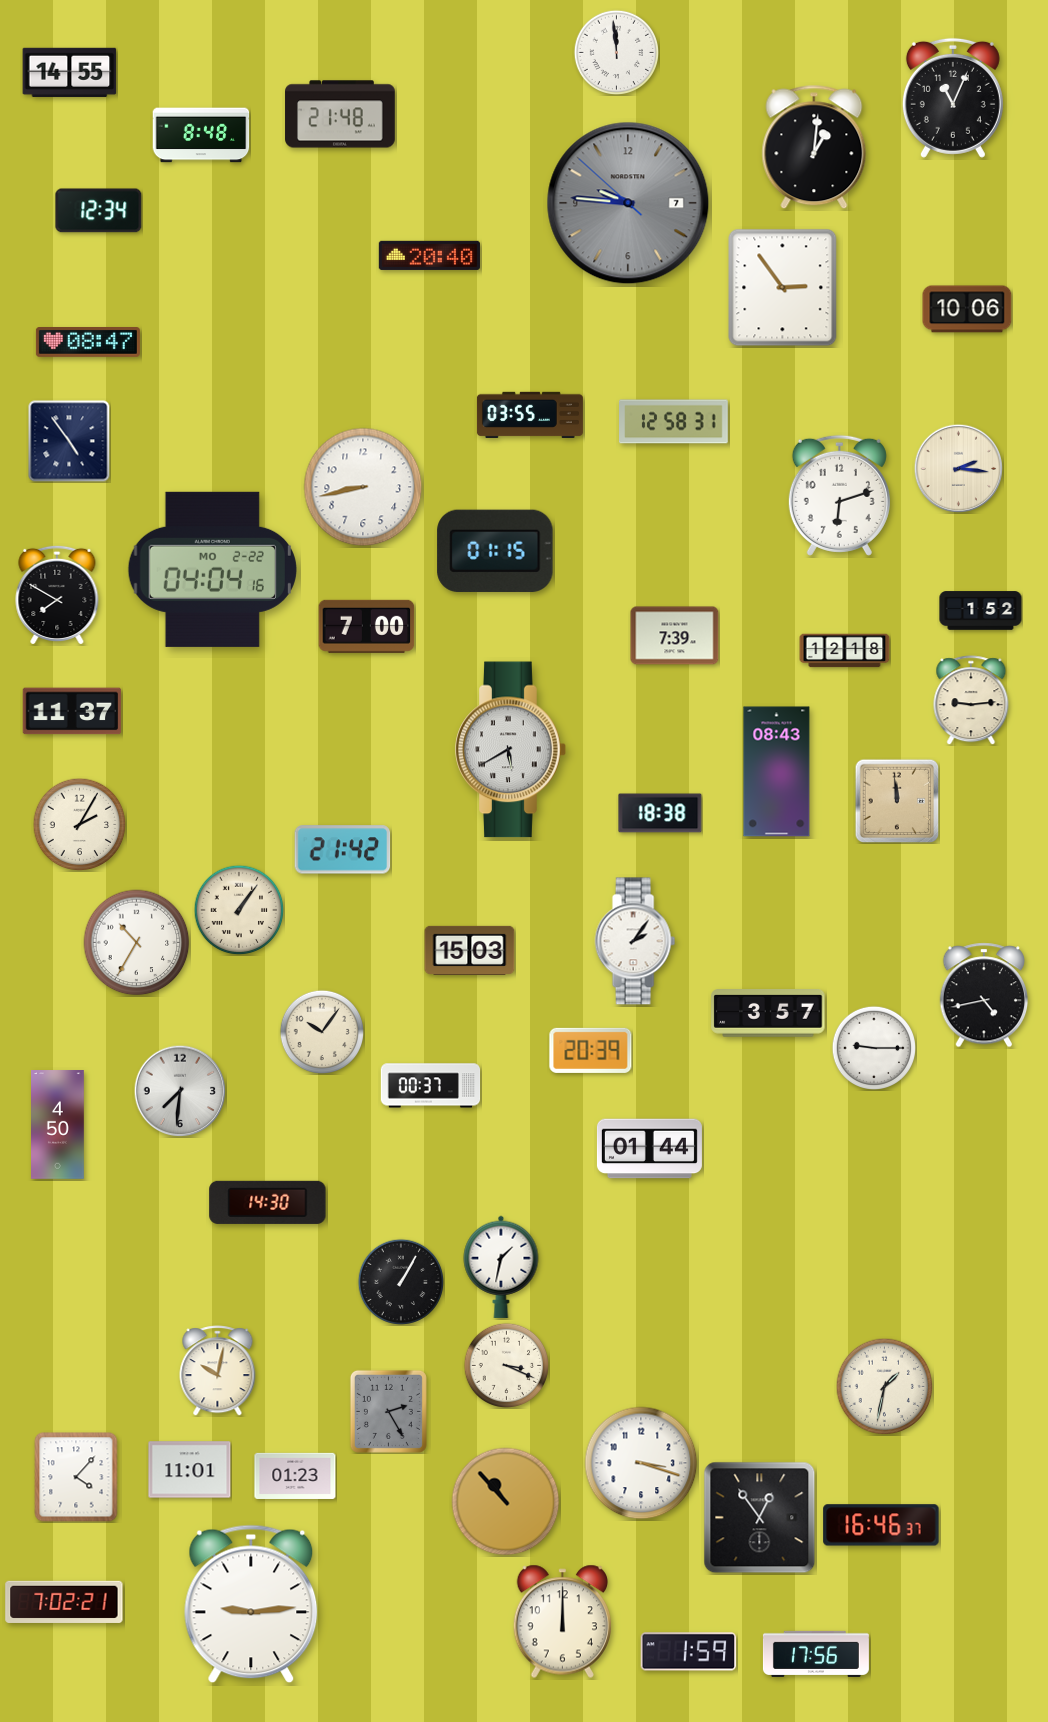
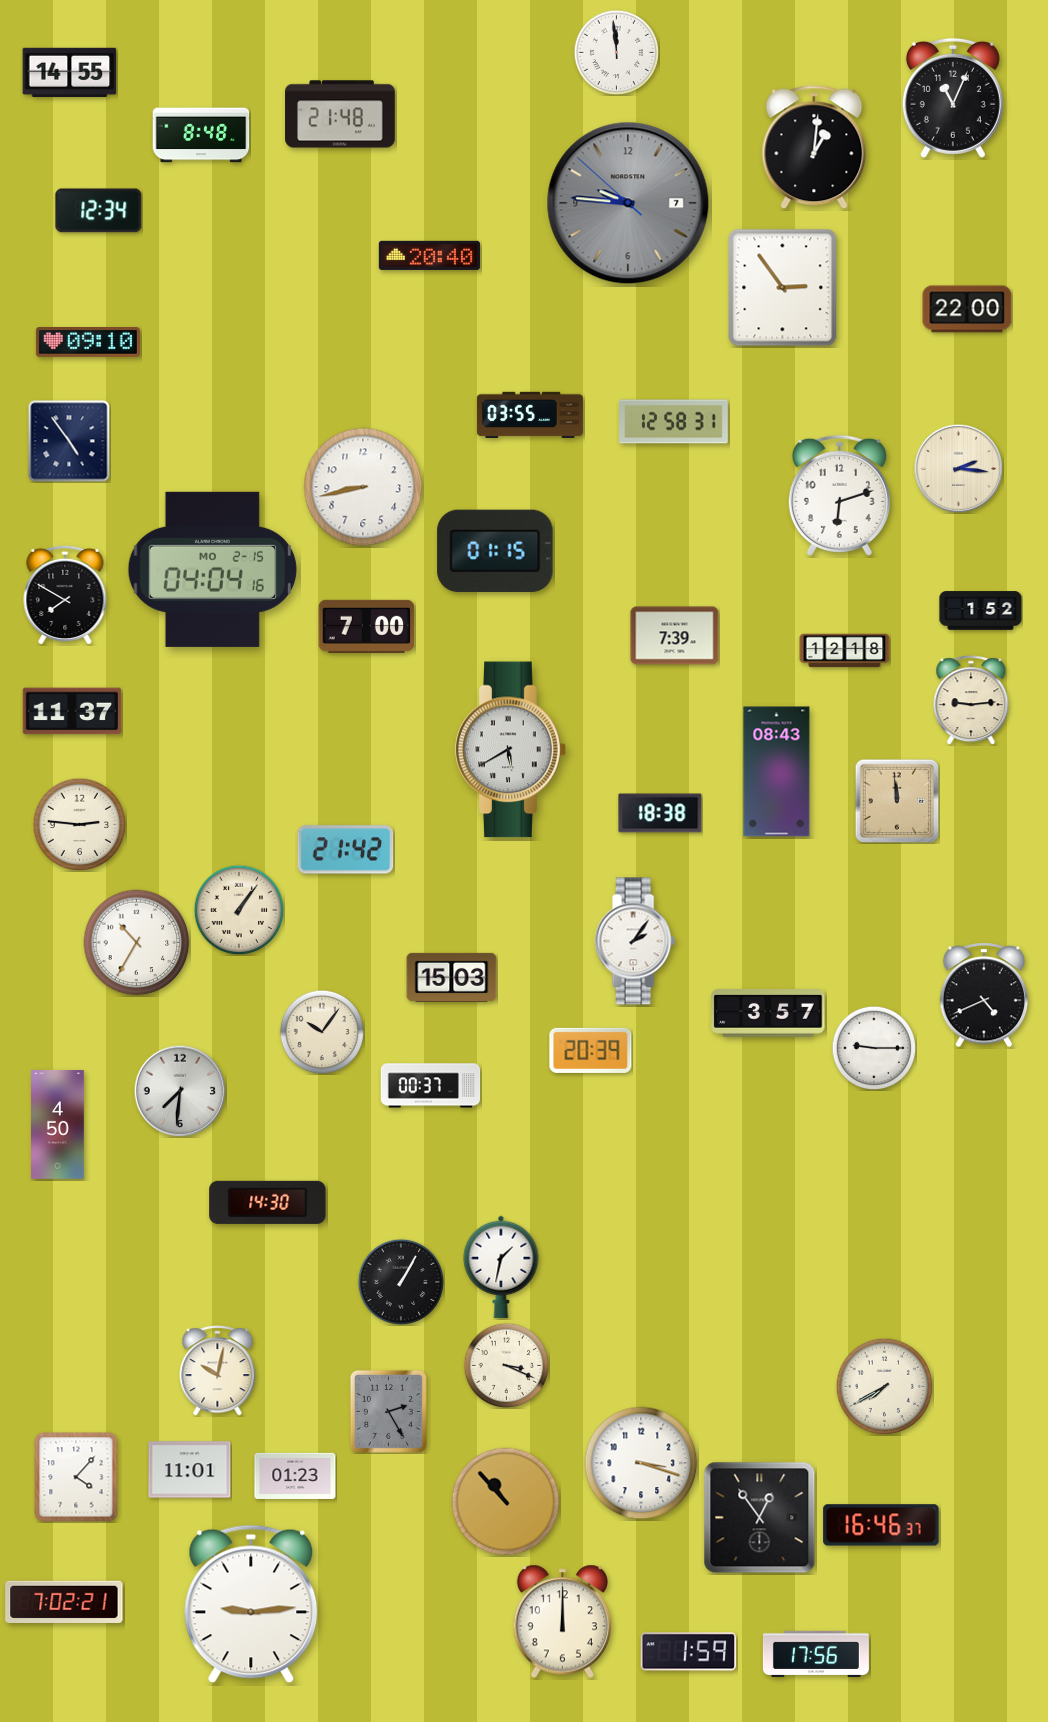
clock at (967, 309): 10:06 -> 22:00
clock at (88, 343): 08:47 -> 09:10
clock at (212, 569) date: MO 2-22 -> MO 2-15
clock at (57, 594) position: (57, 594) -> (65, 594)
clock at (79, 824): 2:05 -> 2:46
clock at (343, 850) position: (343, 850) -> (346, 850)
clock at (470, 950) position: (470, 950) -> (452, 977)
clock at (984, 995): 4:43 -> 4:41
clock at (649, 1149): 01:44 -> none
clock at (884, 1386): 1:32 -> 7:40
